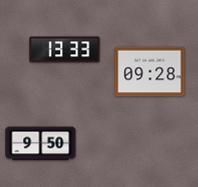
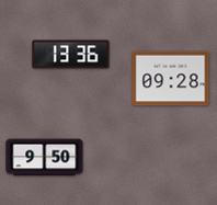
clock at (65, 50): 13:33 -> 13:36
clock at (150, 72) position: (150, 72) -> (171, 79)
